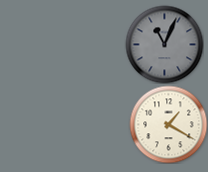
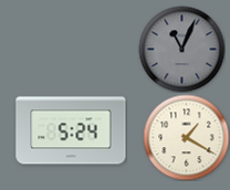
clock at (71, 130): none -> 5:24
